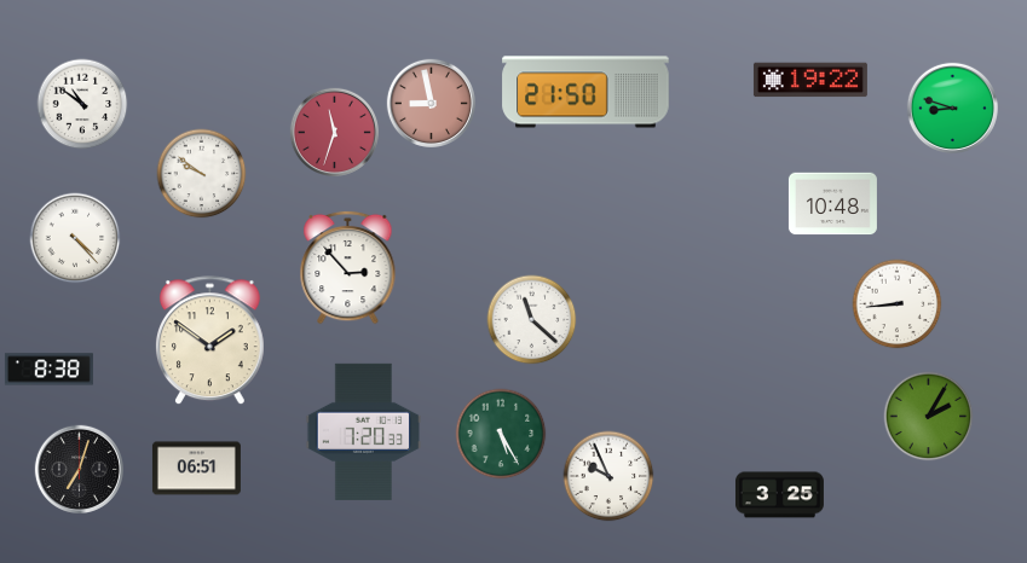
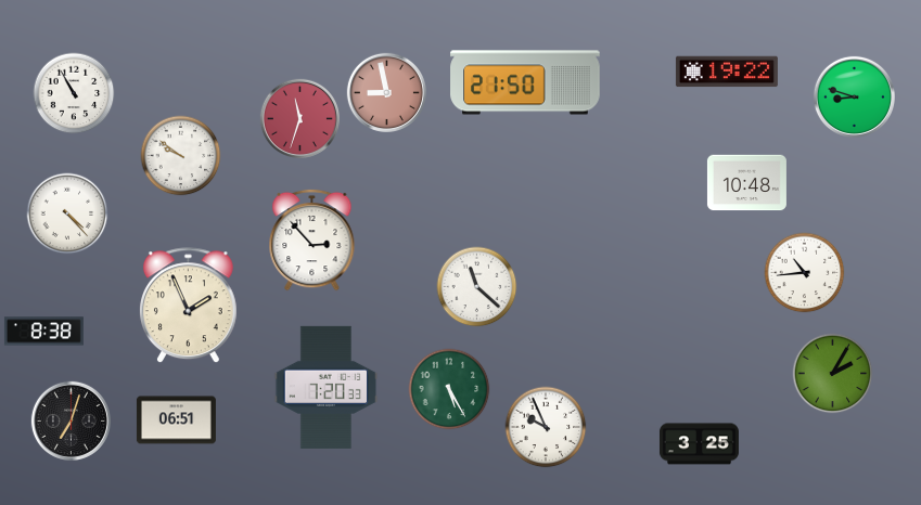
clock at (82, 104): 10:51 -> 10:55
clock at (898, 304): 8:44 -> 10:44
clock at (209, 341): 1:51 -> 1:56
